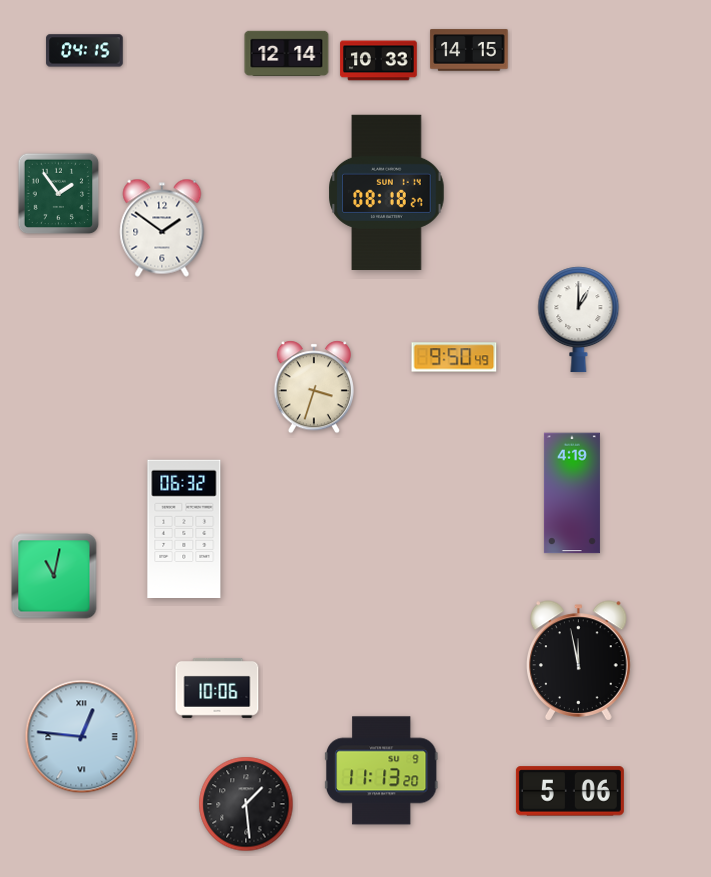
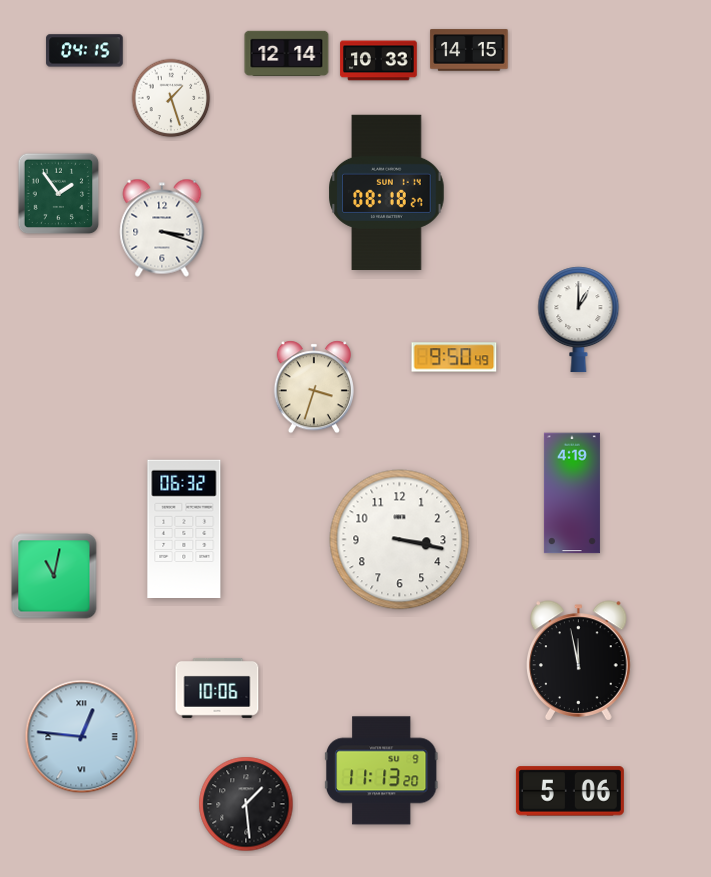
clock at (171, 98): none -> 1:27
clock at (162, 228): 1:51 -> 3:18
clock at (400, 540): none -> 3:17
